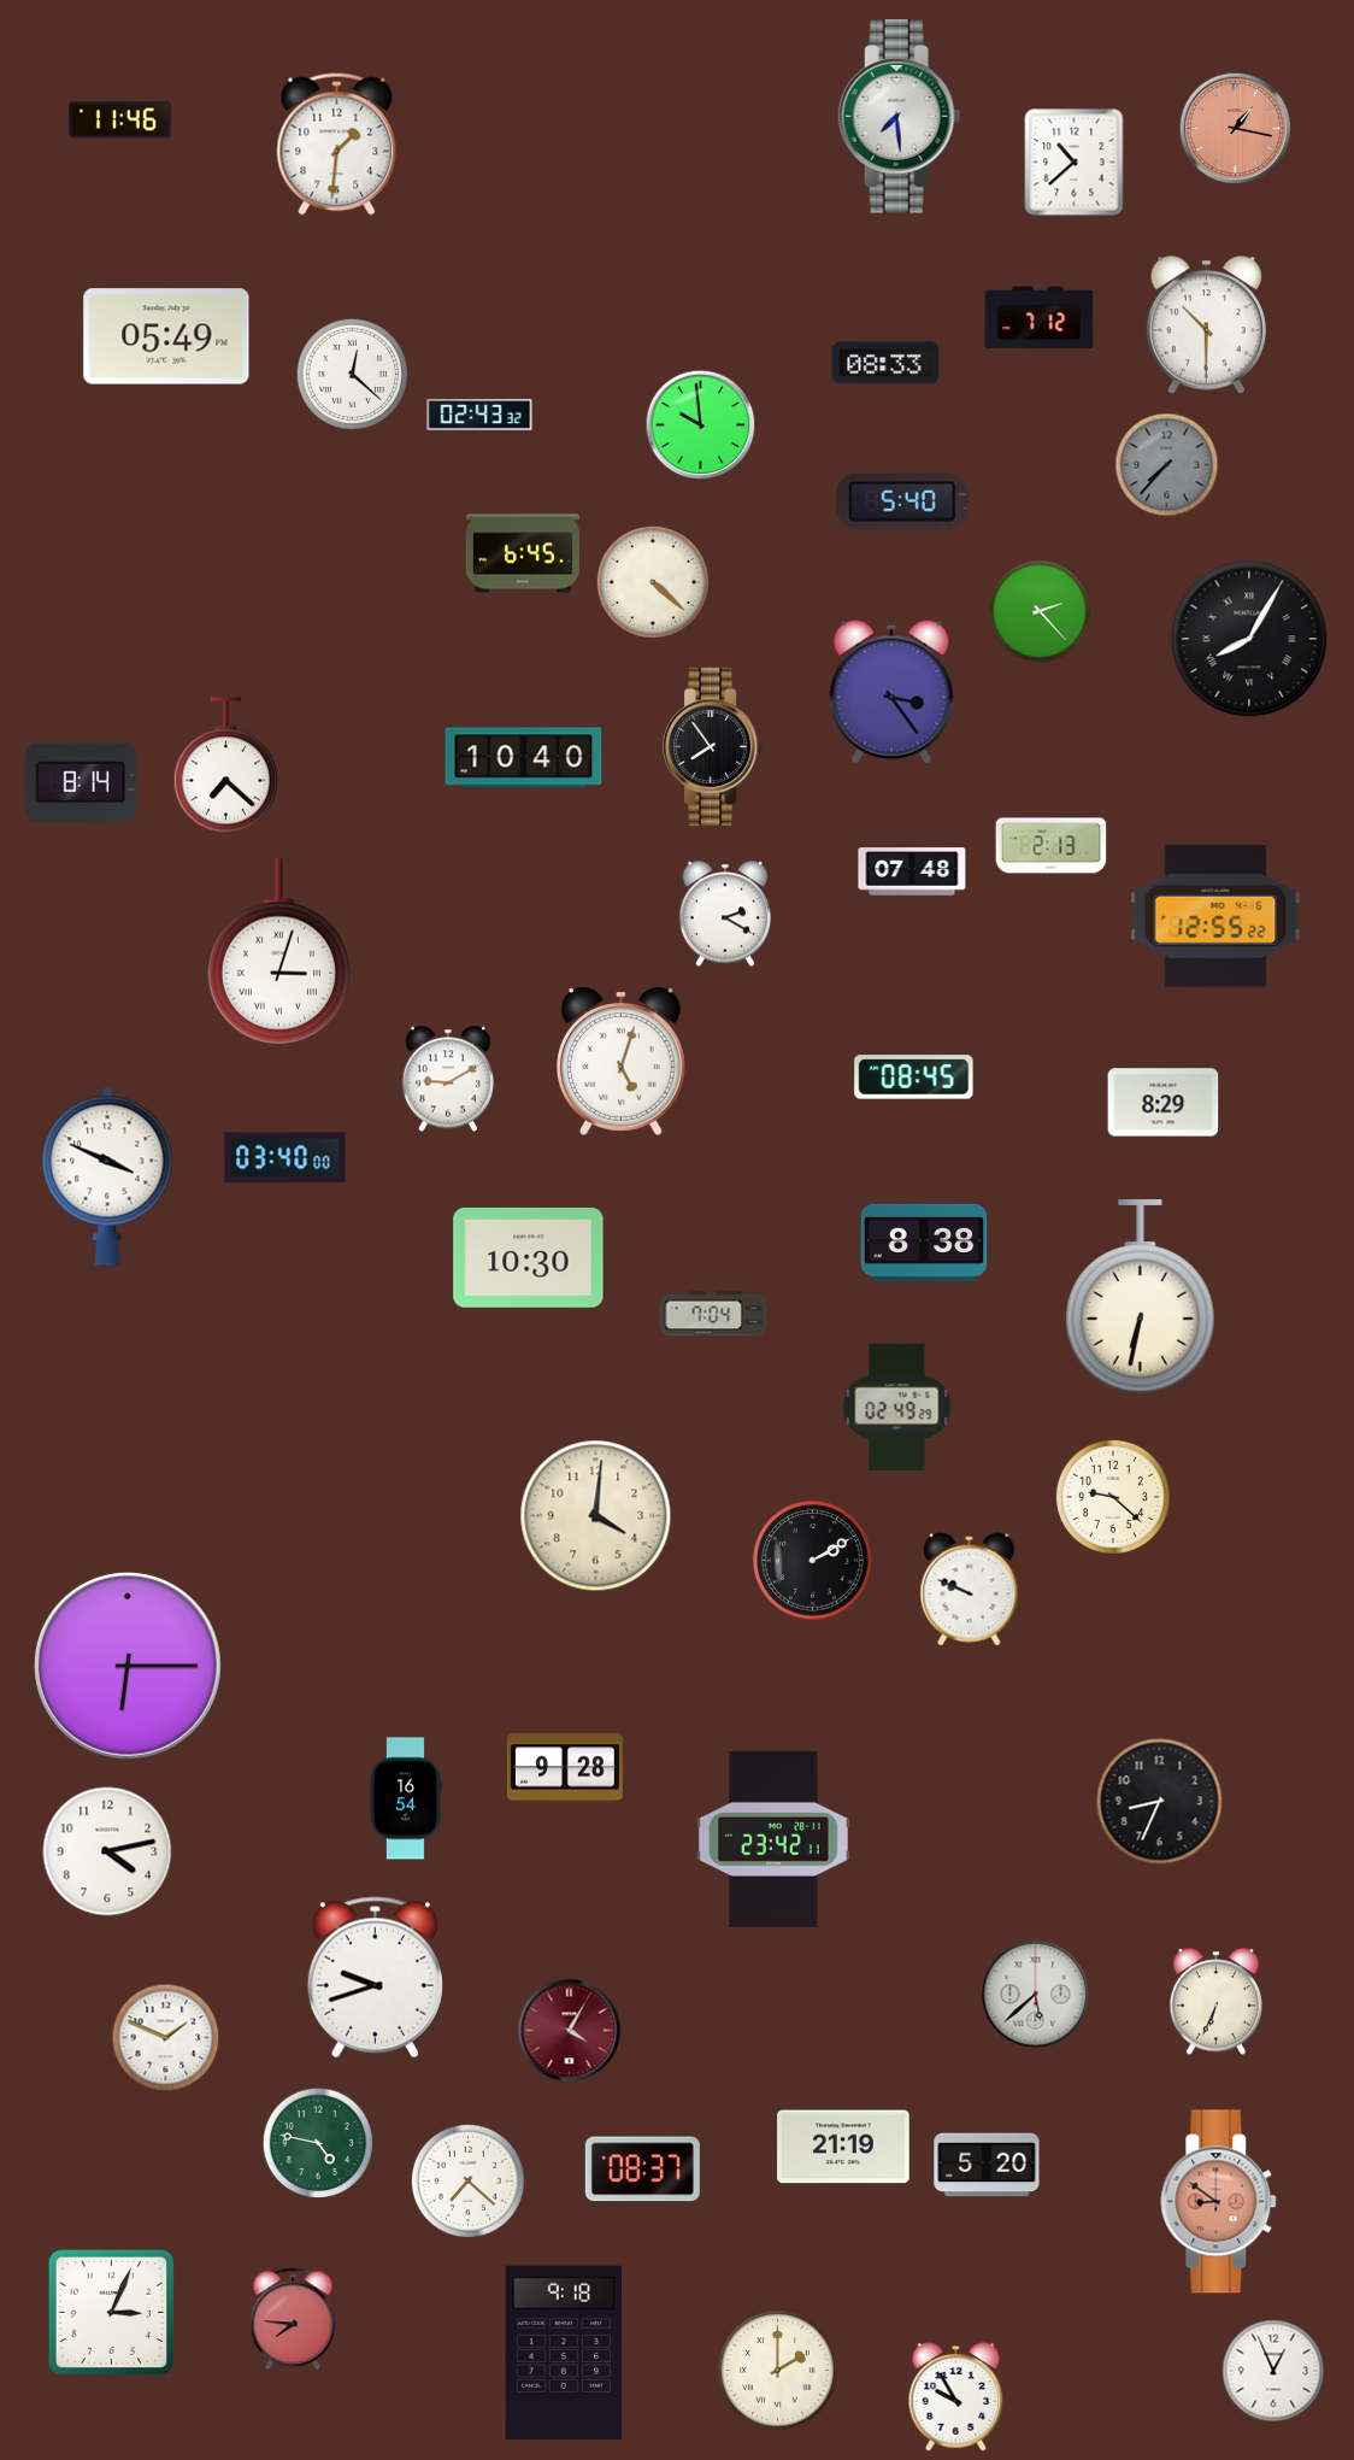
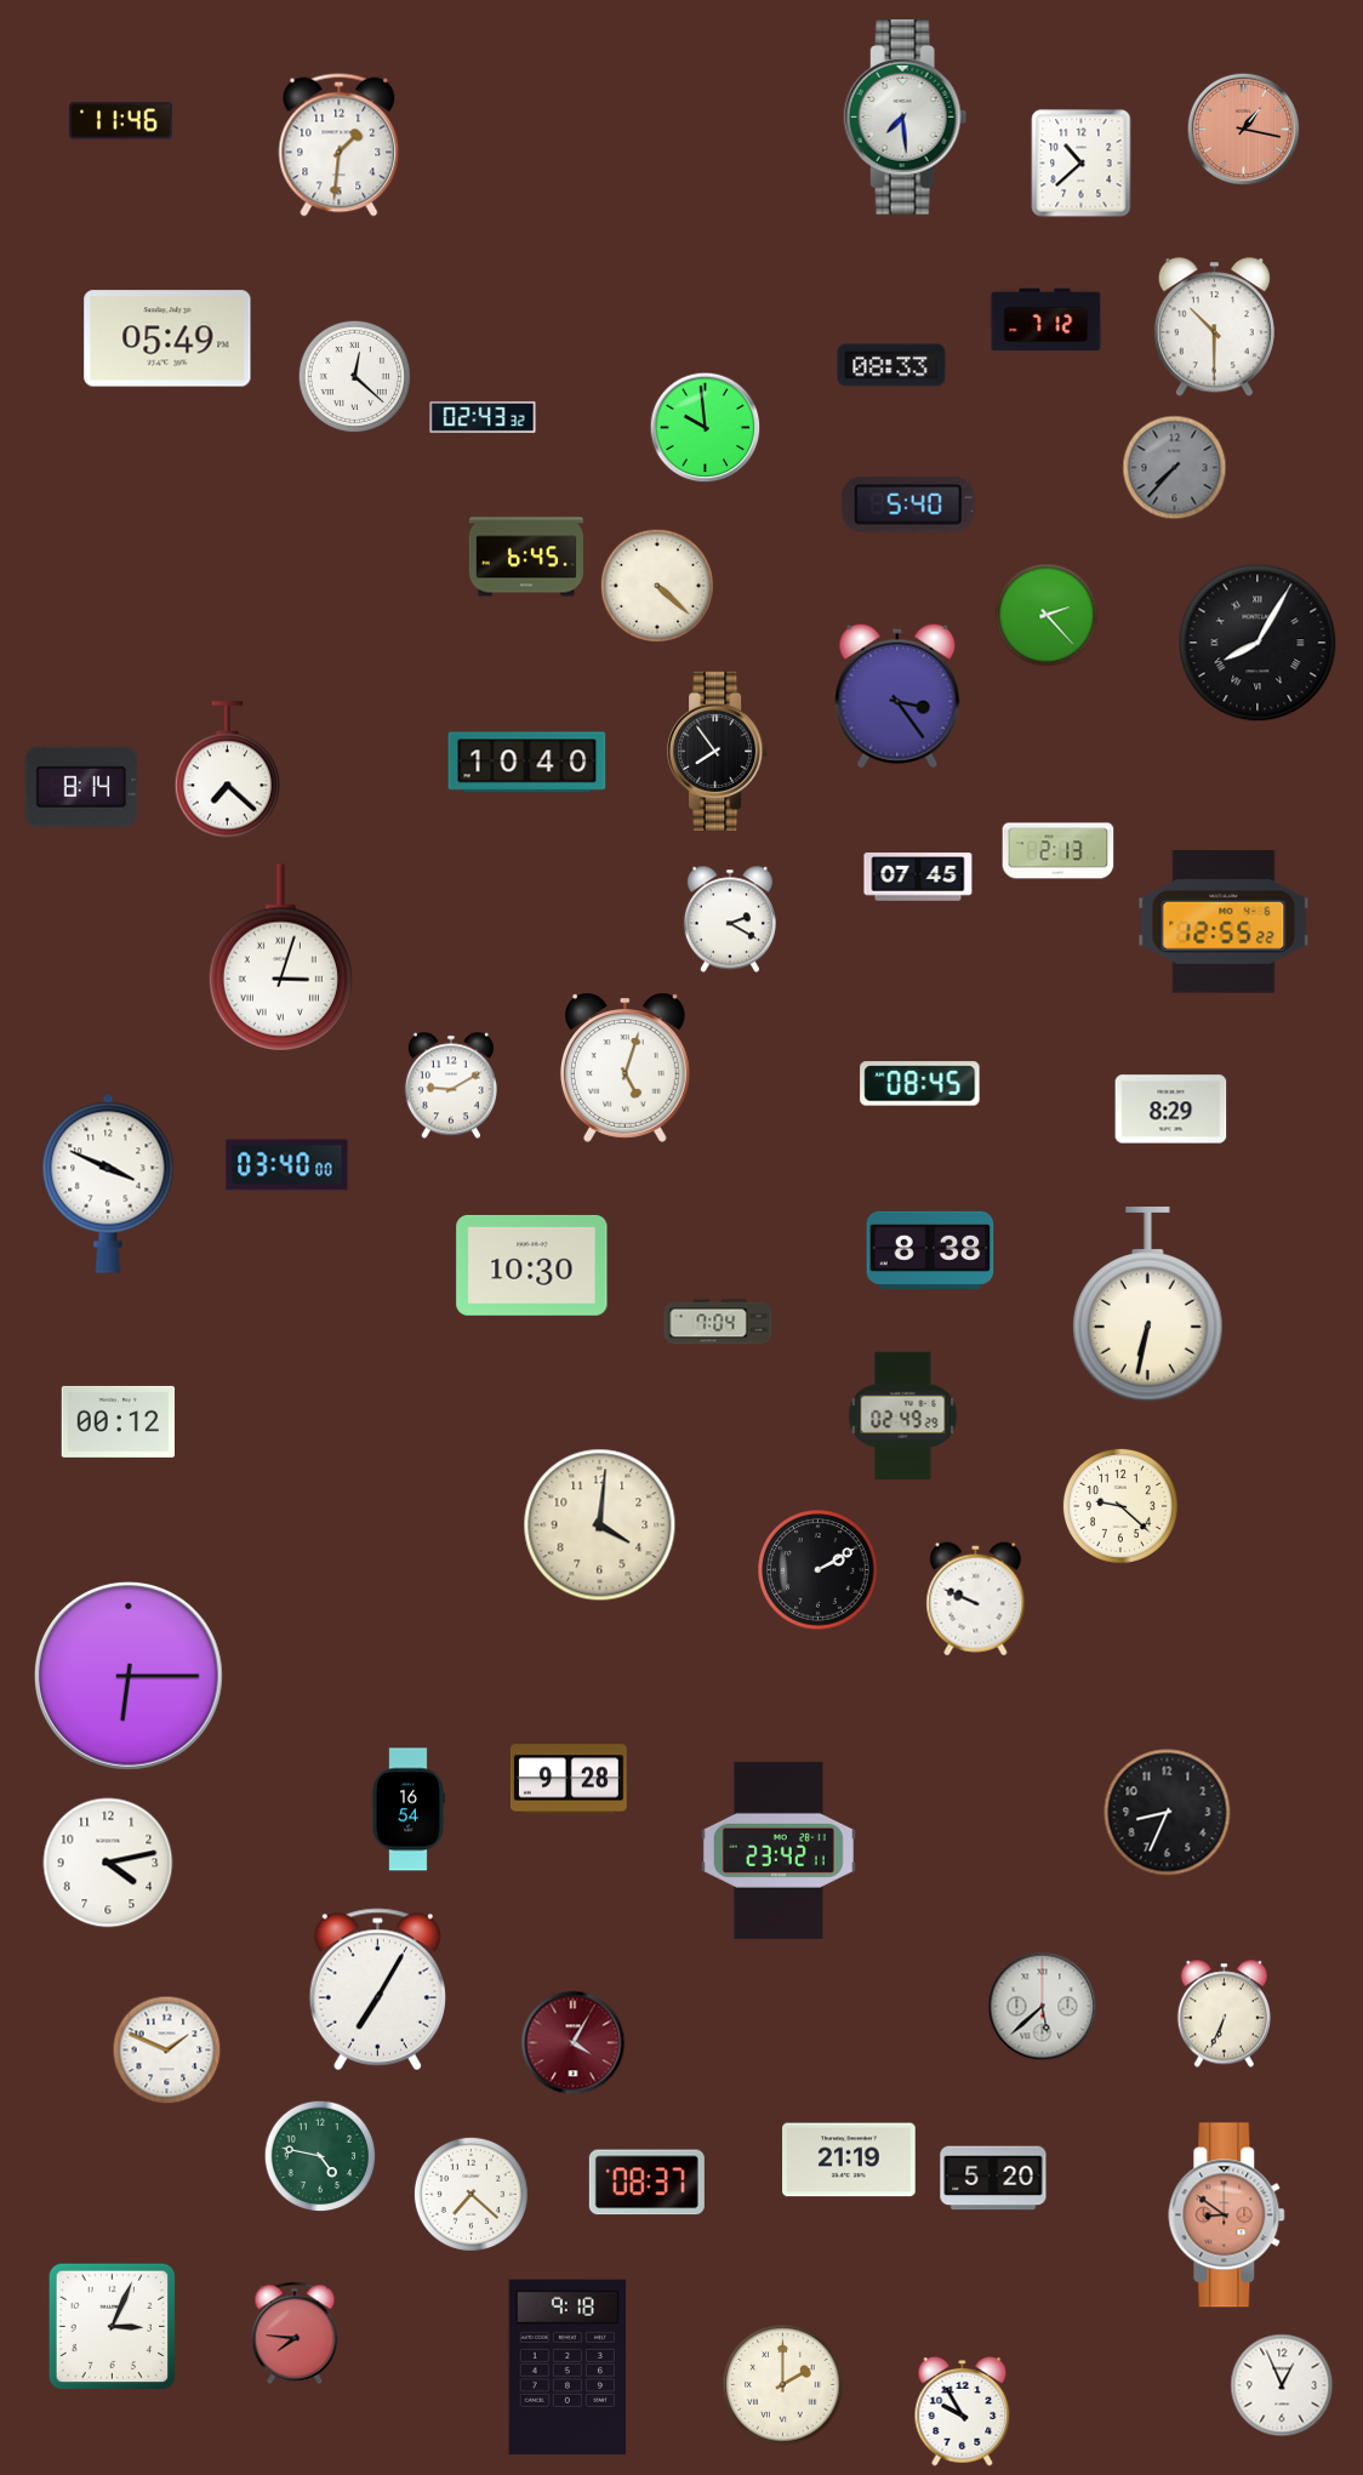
clock at (912, 871): 07:48 -> 07:45
clock at (119, 1421): none -> 00:12
clock at (375, 1978): 9:42 -> 7:05
